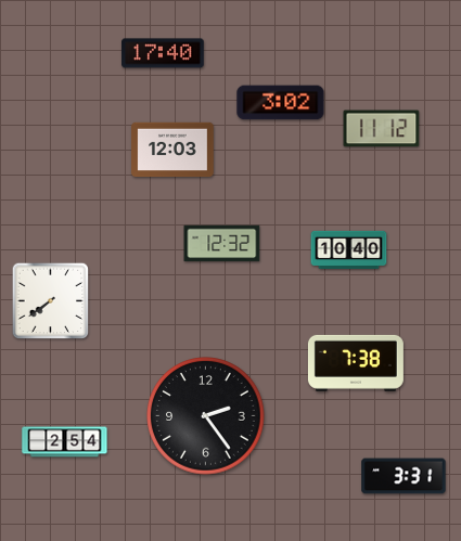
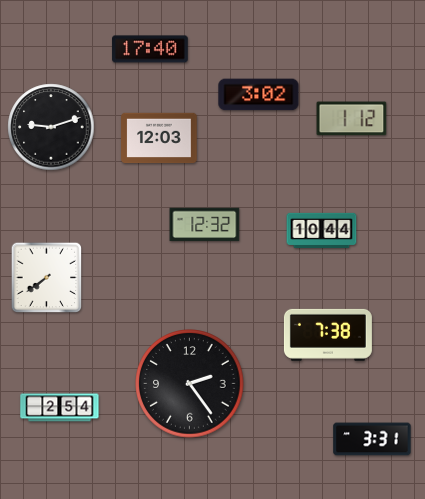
clock at (382, 129): 11:12 -> 1:12
clock at (51, 127): none -> 9:12
clock at (349, 249): 10:40 -> 10:44
